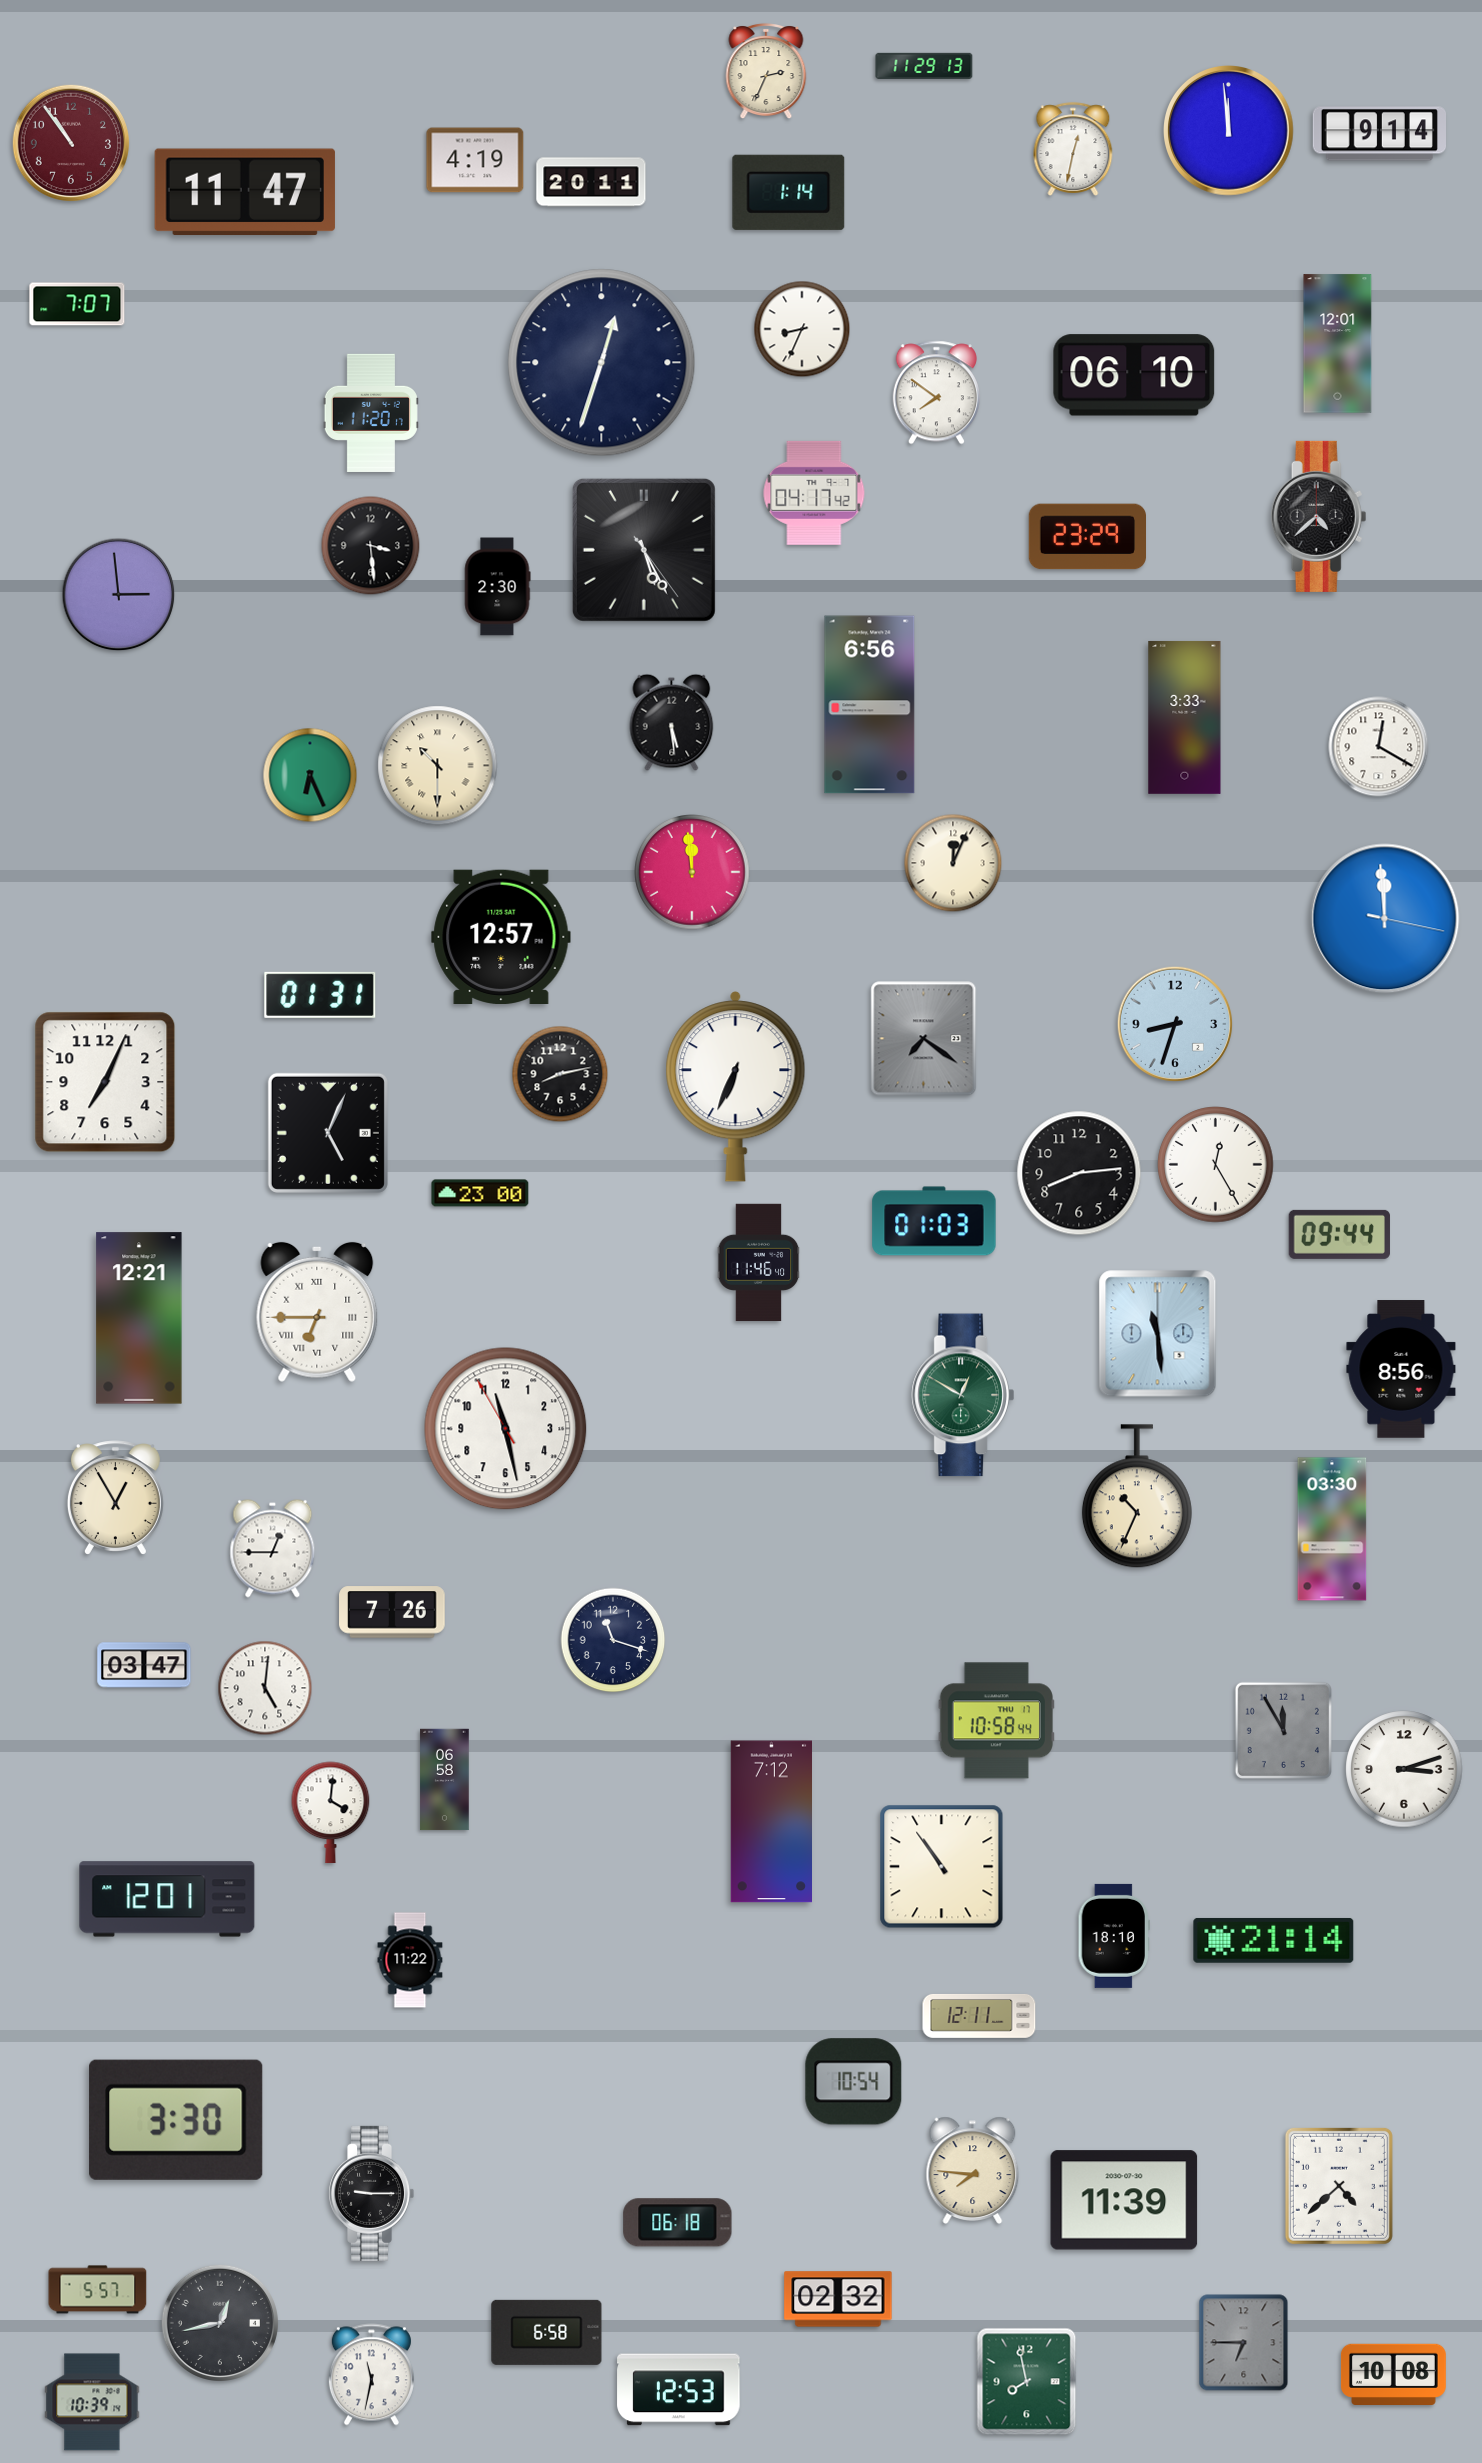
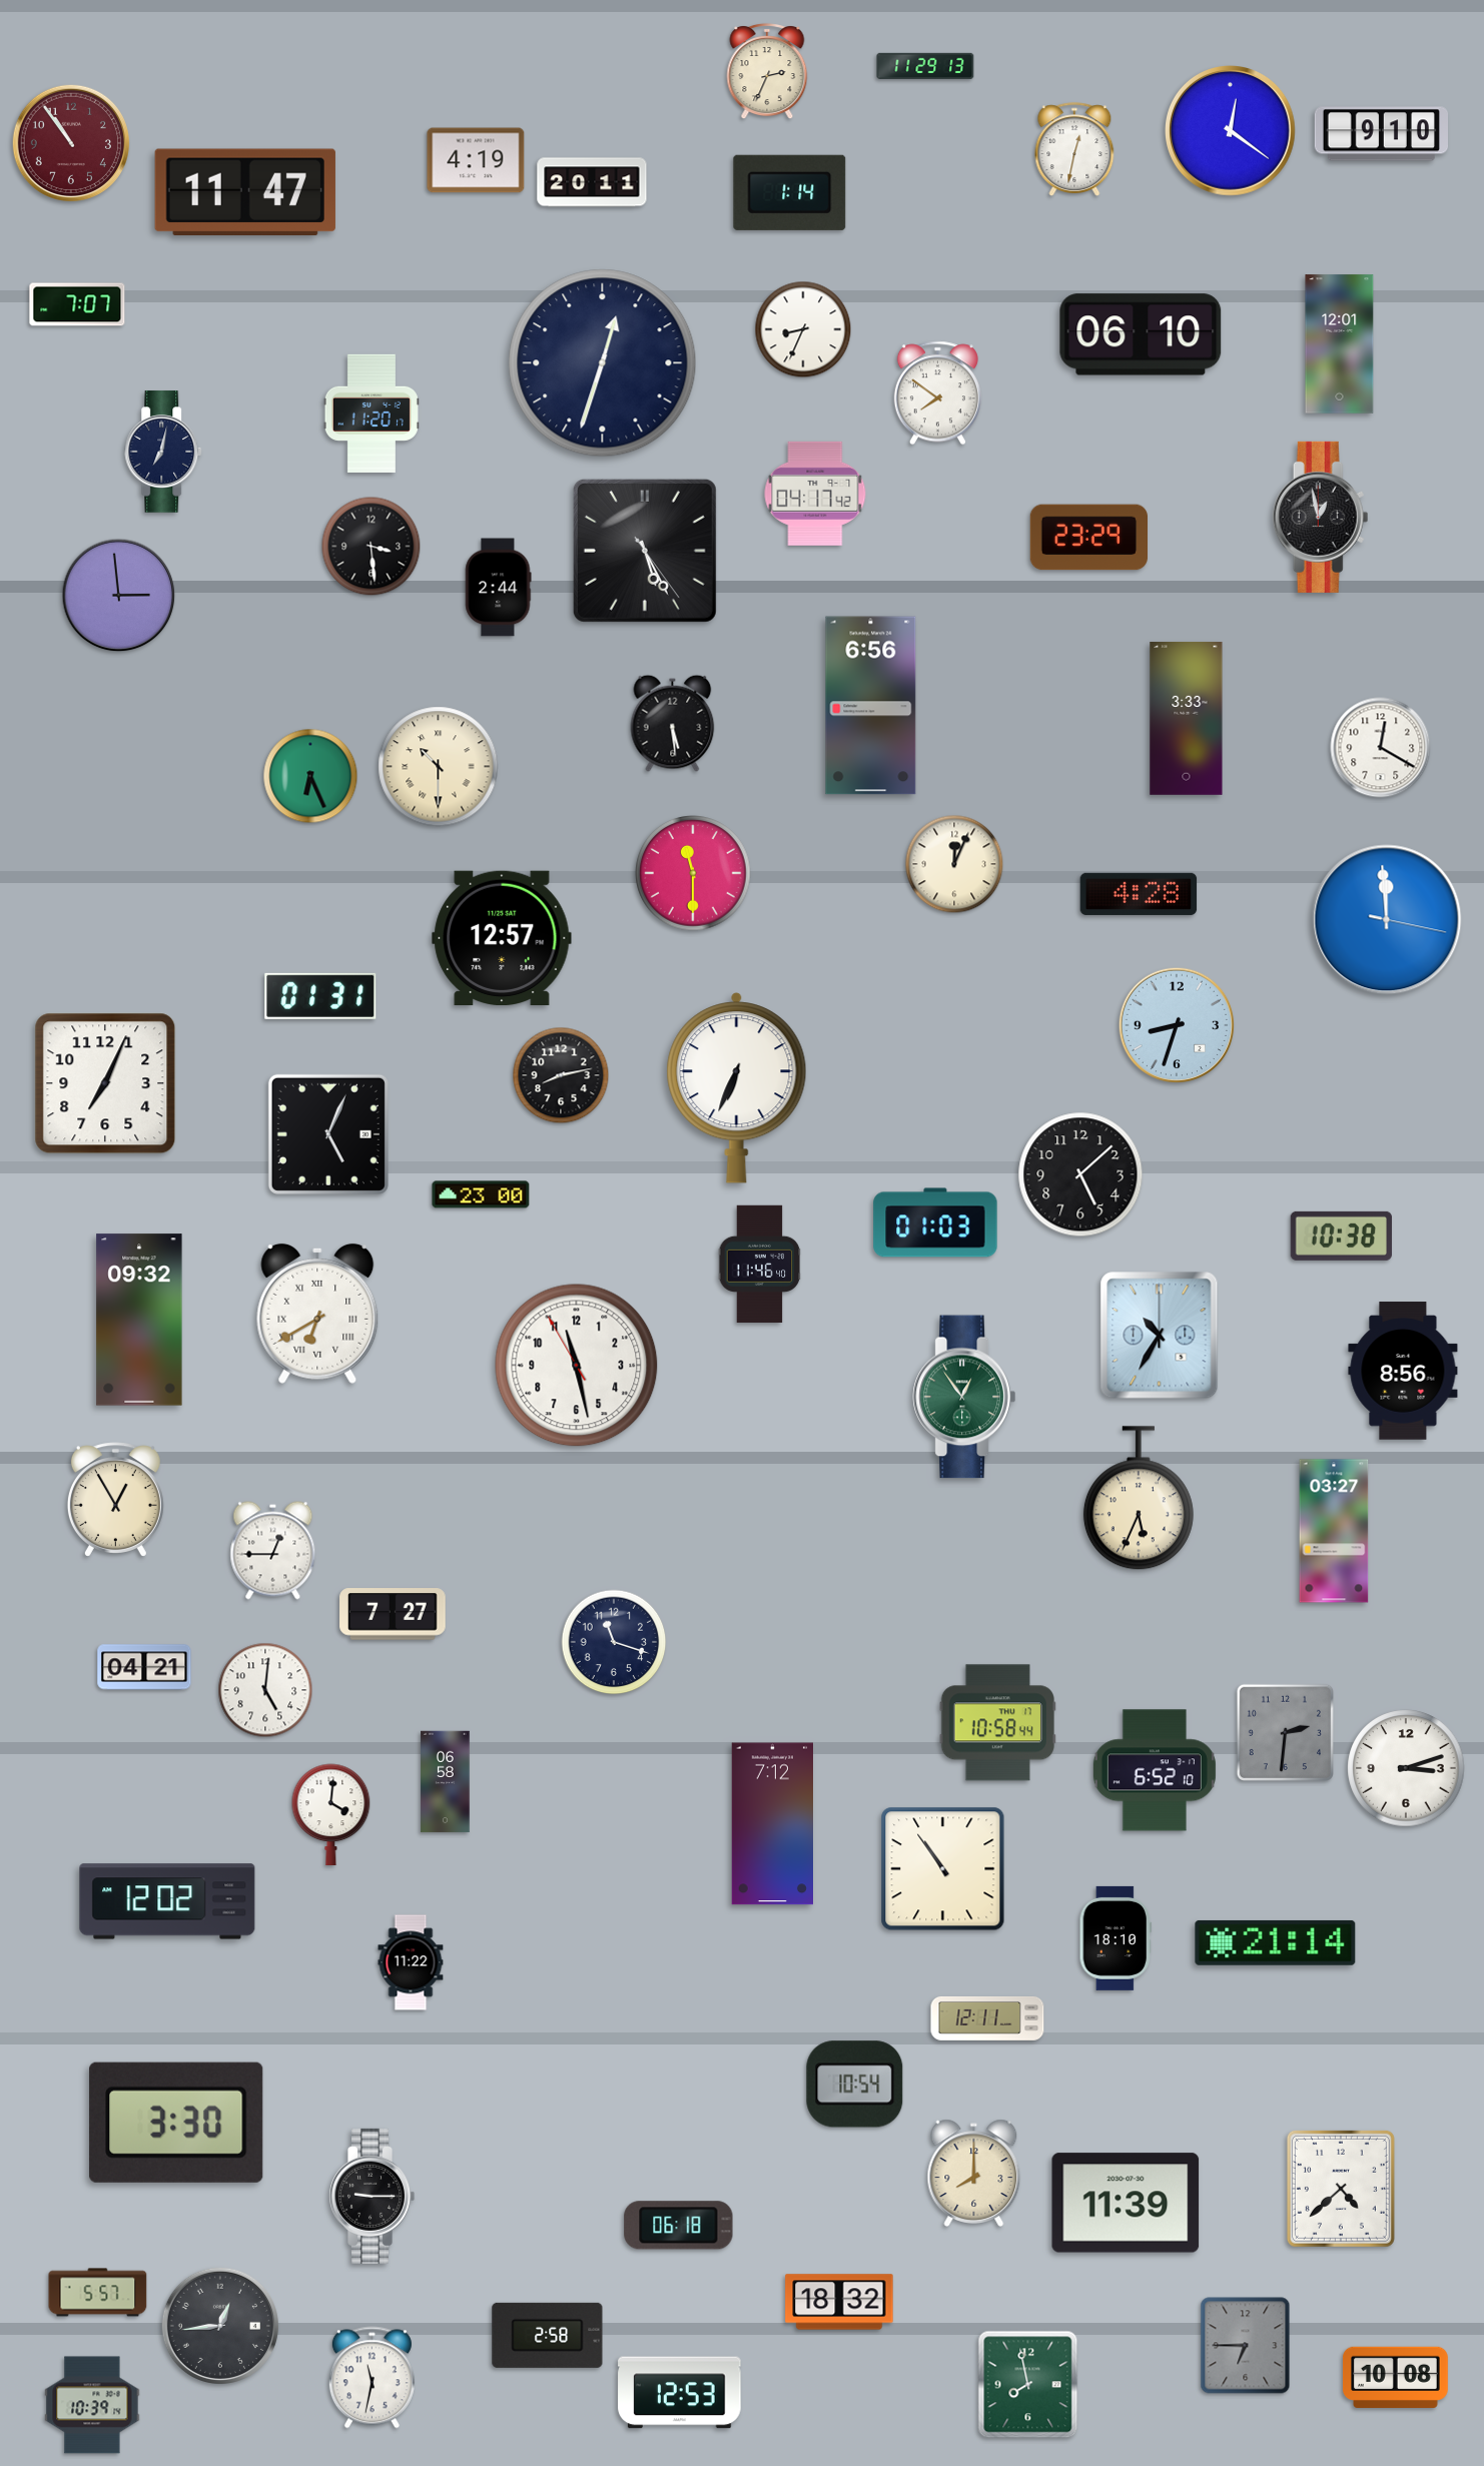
clock at (1229, 131): 11:59 -> 12:21
clock at (1379, 134): 9:14 -> 9:10
clock at (1134, 375) position: (1134, 375) -> (1141, 334)
clock at (164, 452): none -> 7:02
clock at (1319, 516): 4:38 -> 12:58
clock at (497, 587): 2:30 -> 2:44
clock at (693, 873): 11:59 -> 11:30
clock at (1139, 894): none -> 4:28
clock at (924, 1039): 7:21 -> none
clock at (1216, 1165): 12:25 -> none
clock at (1079, 1173): 8:14 -> 5:08
clock at (1339, 1234): 09:44 -> 10:38
clock at (317, 1312): 6:45 -> 6:40
clock at (139, 1318): 12:21 -> 09:32
clock at (1158, 1334): 11:29 -> 10:35
clock at (963, 1395): 12:50 -> 12:54
clock at (506, 1429) position: (506, 1429) -> (577, 1366)
clock at (1137, 1497): 10:34 -> 5:34
clock at (1332, 1529): 03:30 -> 03:27
clock at (392, 1612): 7:26 -> 7:27
clock at (144, 1665): 03:47 -> 04:21
clock at (1283, 1730): 11:55 -> 2:31
clock at (1155, 1770): none -> 6:52
clock at (1404, 1769) position: (1404, 1769) -> (1406, 1768)
clock at (167, 1899): 12:01 -> 12:02
clock at (979, 2016) position: (979, 2016) -> (987, 2018)
clock at (973, 2170): 7:46 -> 8:00
clock at (838, 2299): 02:32 -> 18:32
clock at (219, 2322): 12:43 -> 12:44
clock at (547, 2332): 6:58 -> 2:58
